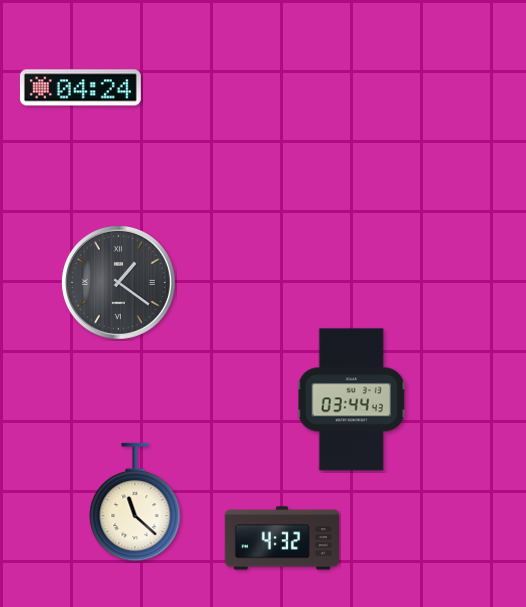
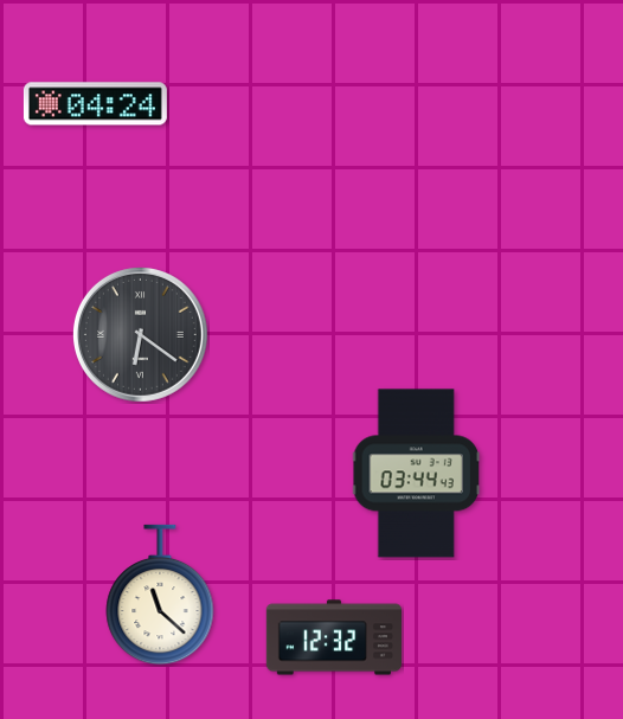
clock at (118, 282): 1:21 -> 6:21
clock at (281, 538): 4:32 -> 12:32
